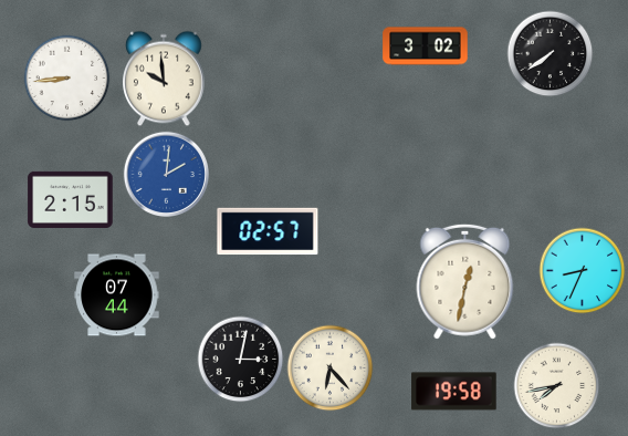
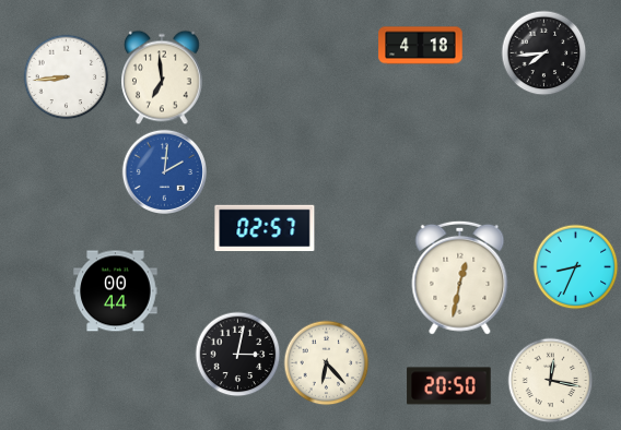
clock at (426, 46): 3:02 -> 4:18
clock at (549, 53): 7:39 -> 7:44
clock at (165, 79): 9:59 -> 6:59
clock at (71, 199): 2:15 -> none
clock at (117, 295): 07:44 -> 00:44
clock at (556, 385): 7:43 -> 12:17
clock at (454, 392): 19:58 -> 20:50
